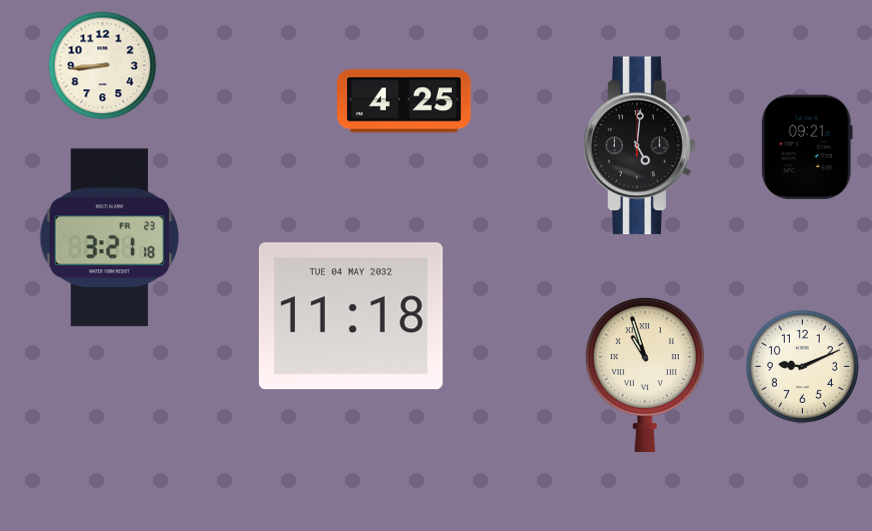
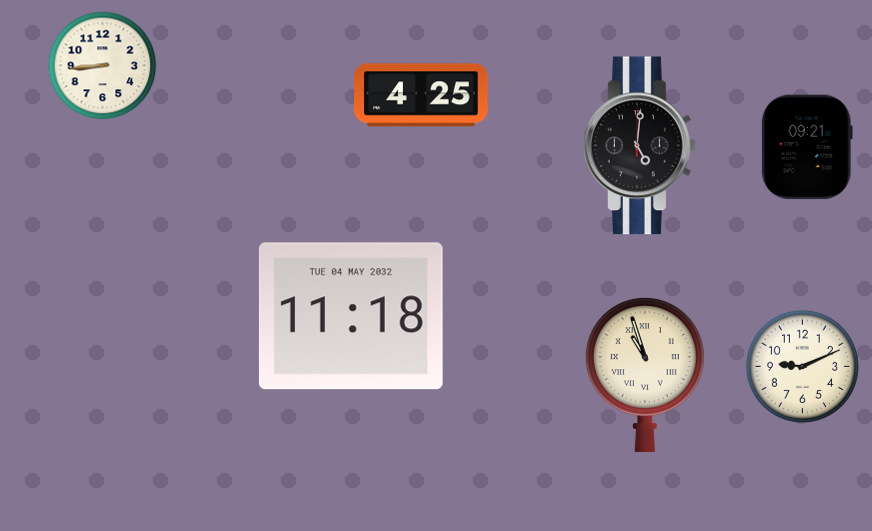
clock at (405, 101) position: (405, 101) -> (422, 95)
clock at (110, 238): 3:21 -> none
